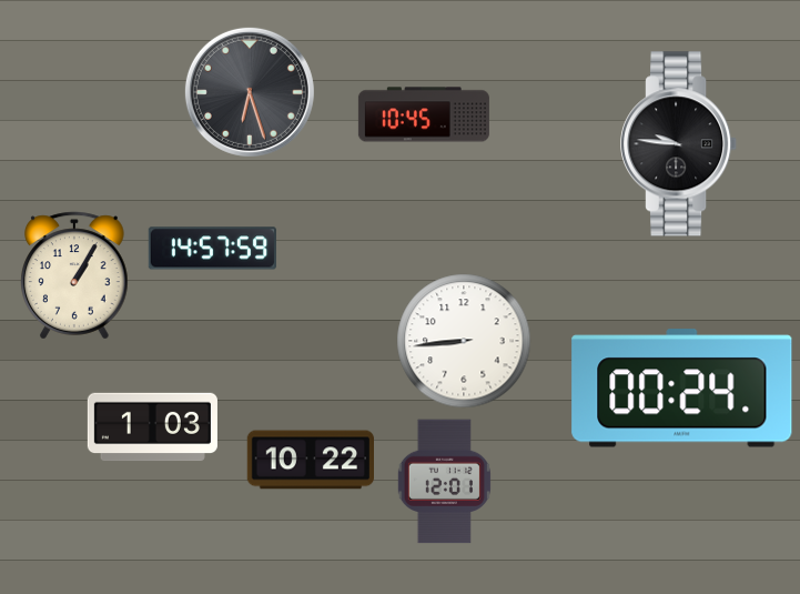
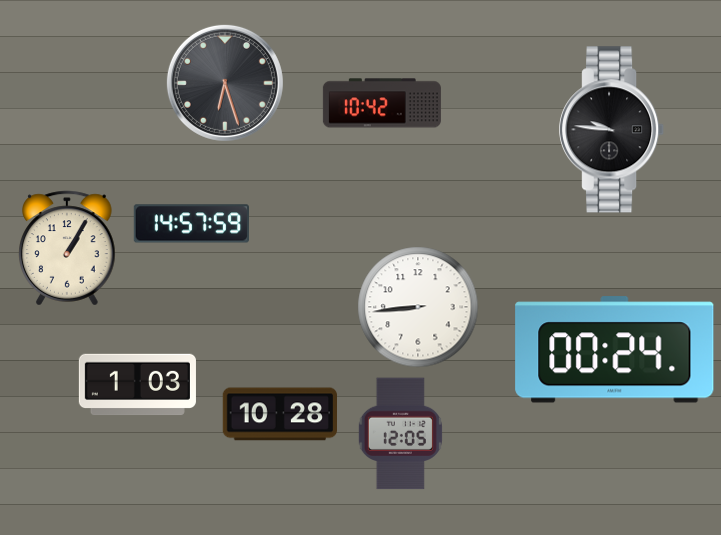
clock at (424, 114): 10:45 -> 10:42
clock at (311, 460): 10:22 -> 10:28
clock at (444, 482): 12:01 -> 12:05
